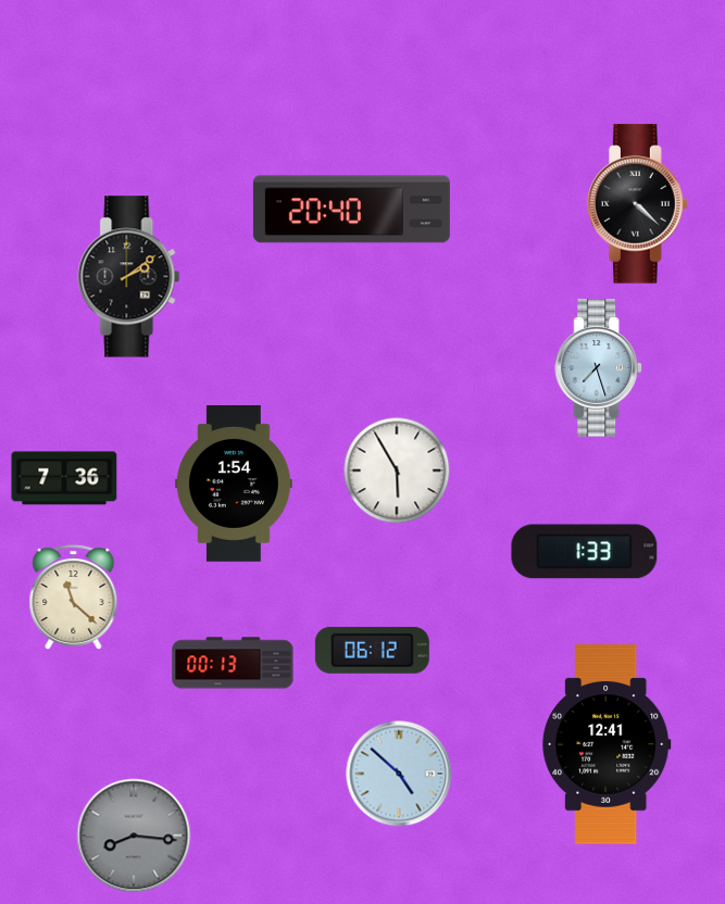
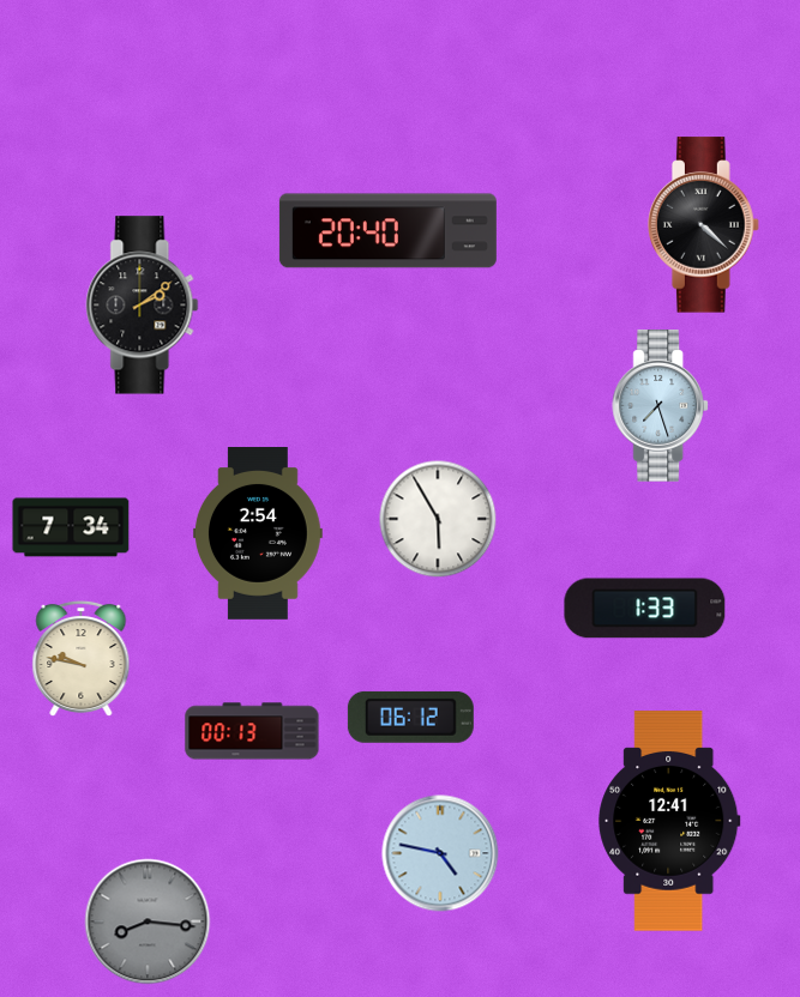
clock at (64, 478): 7:36 -> 7:34
clock at (235, 485): 1:54 -> 2:54
clock at (74, 598): 11:22 -> 9:47
clock at (233, 663) position: (233, 663) -> (252, 731)
clock at (399, 774): 4:52 -> 4:47
